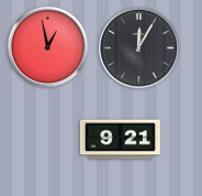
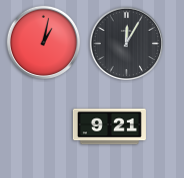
clock at (48, 47): 12:58 -> 1:02
